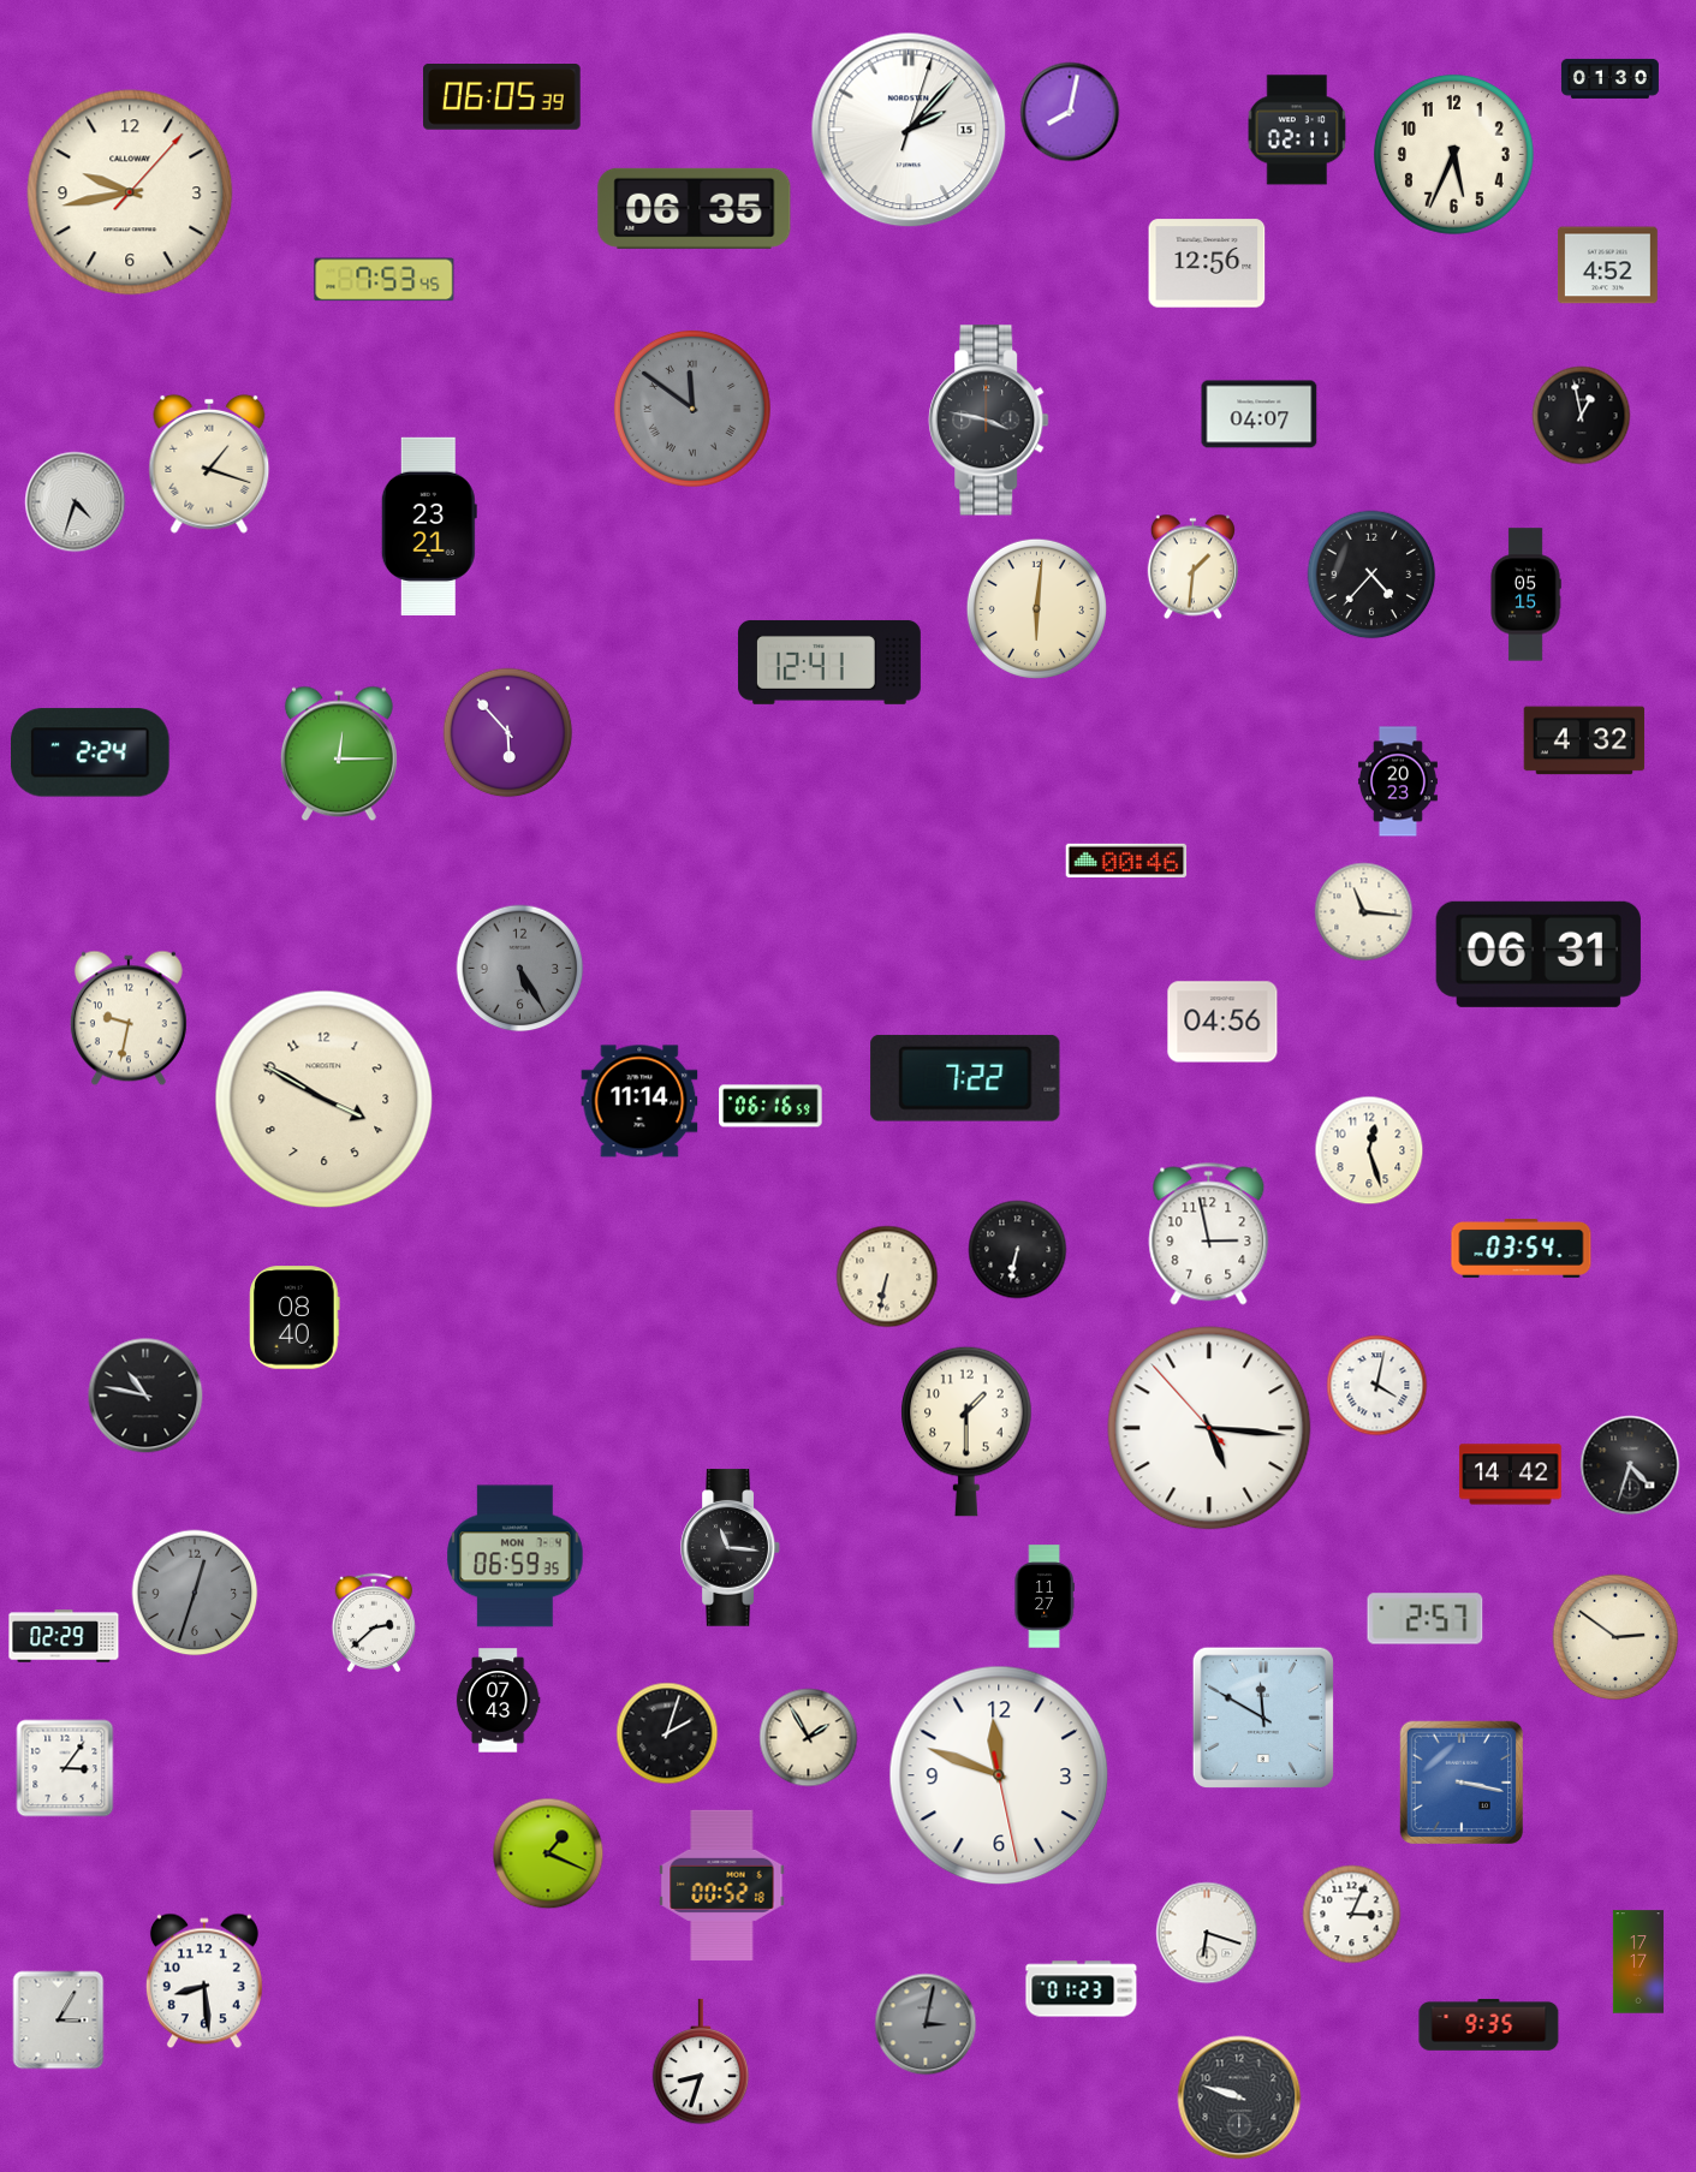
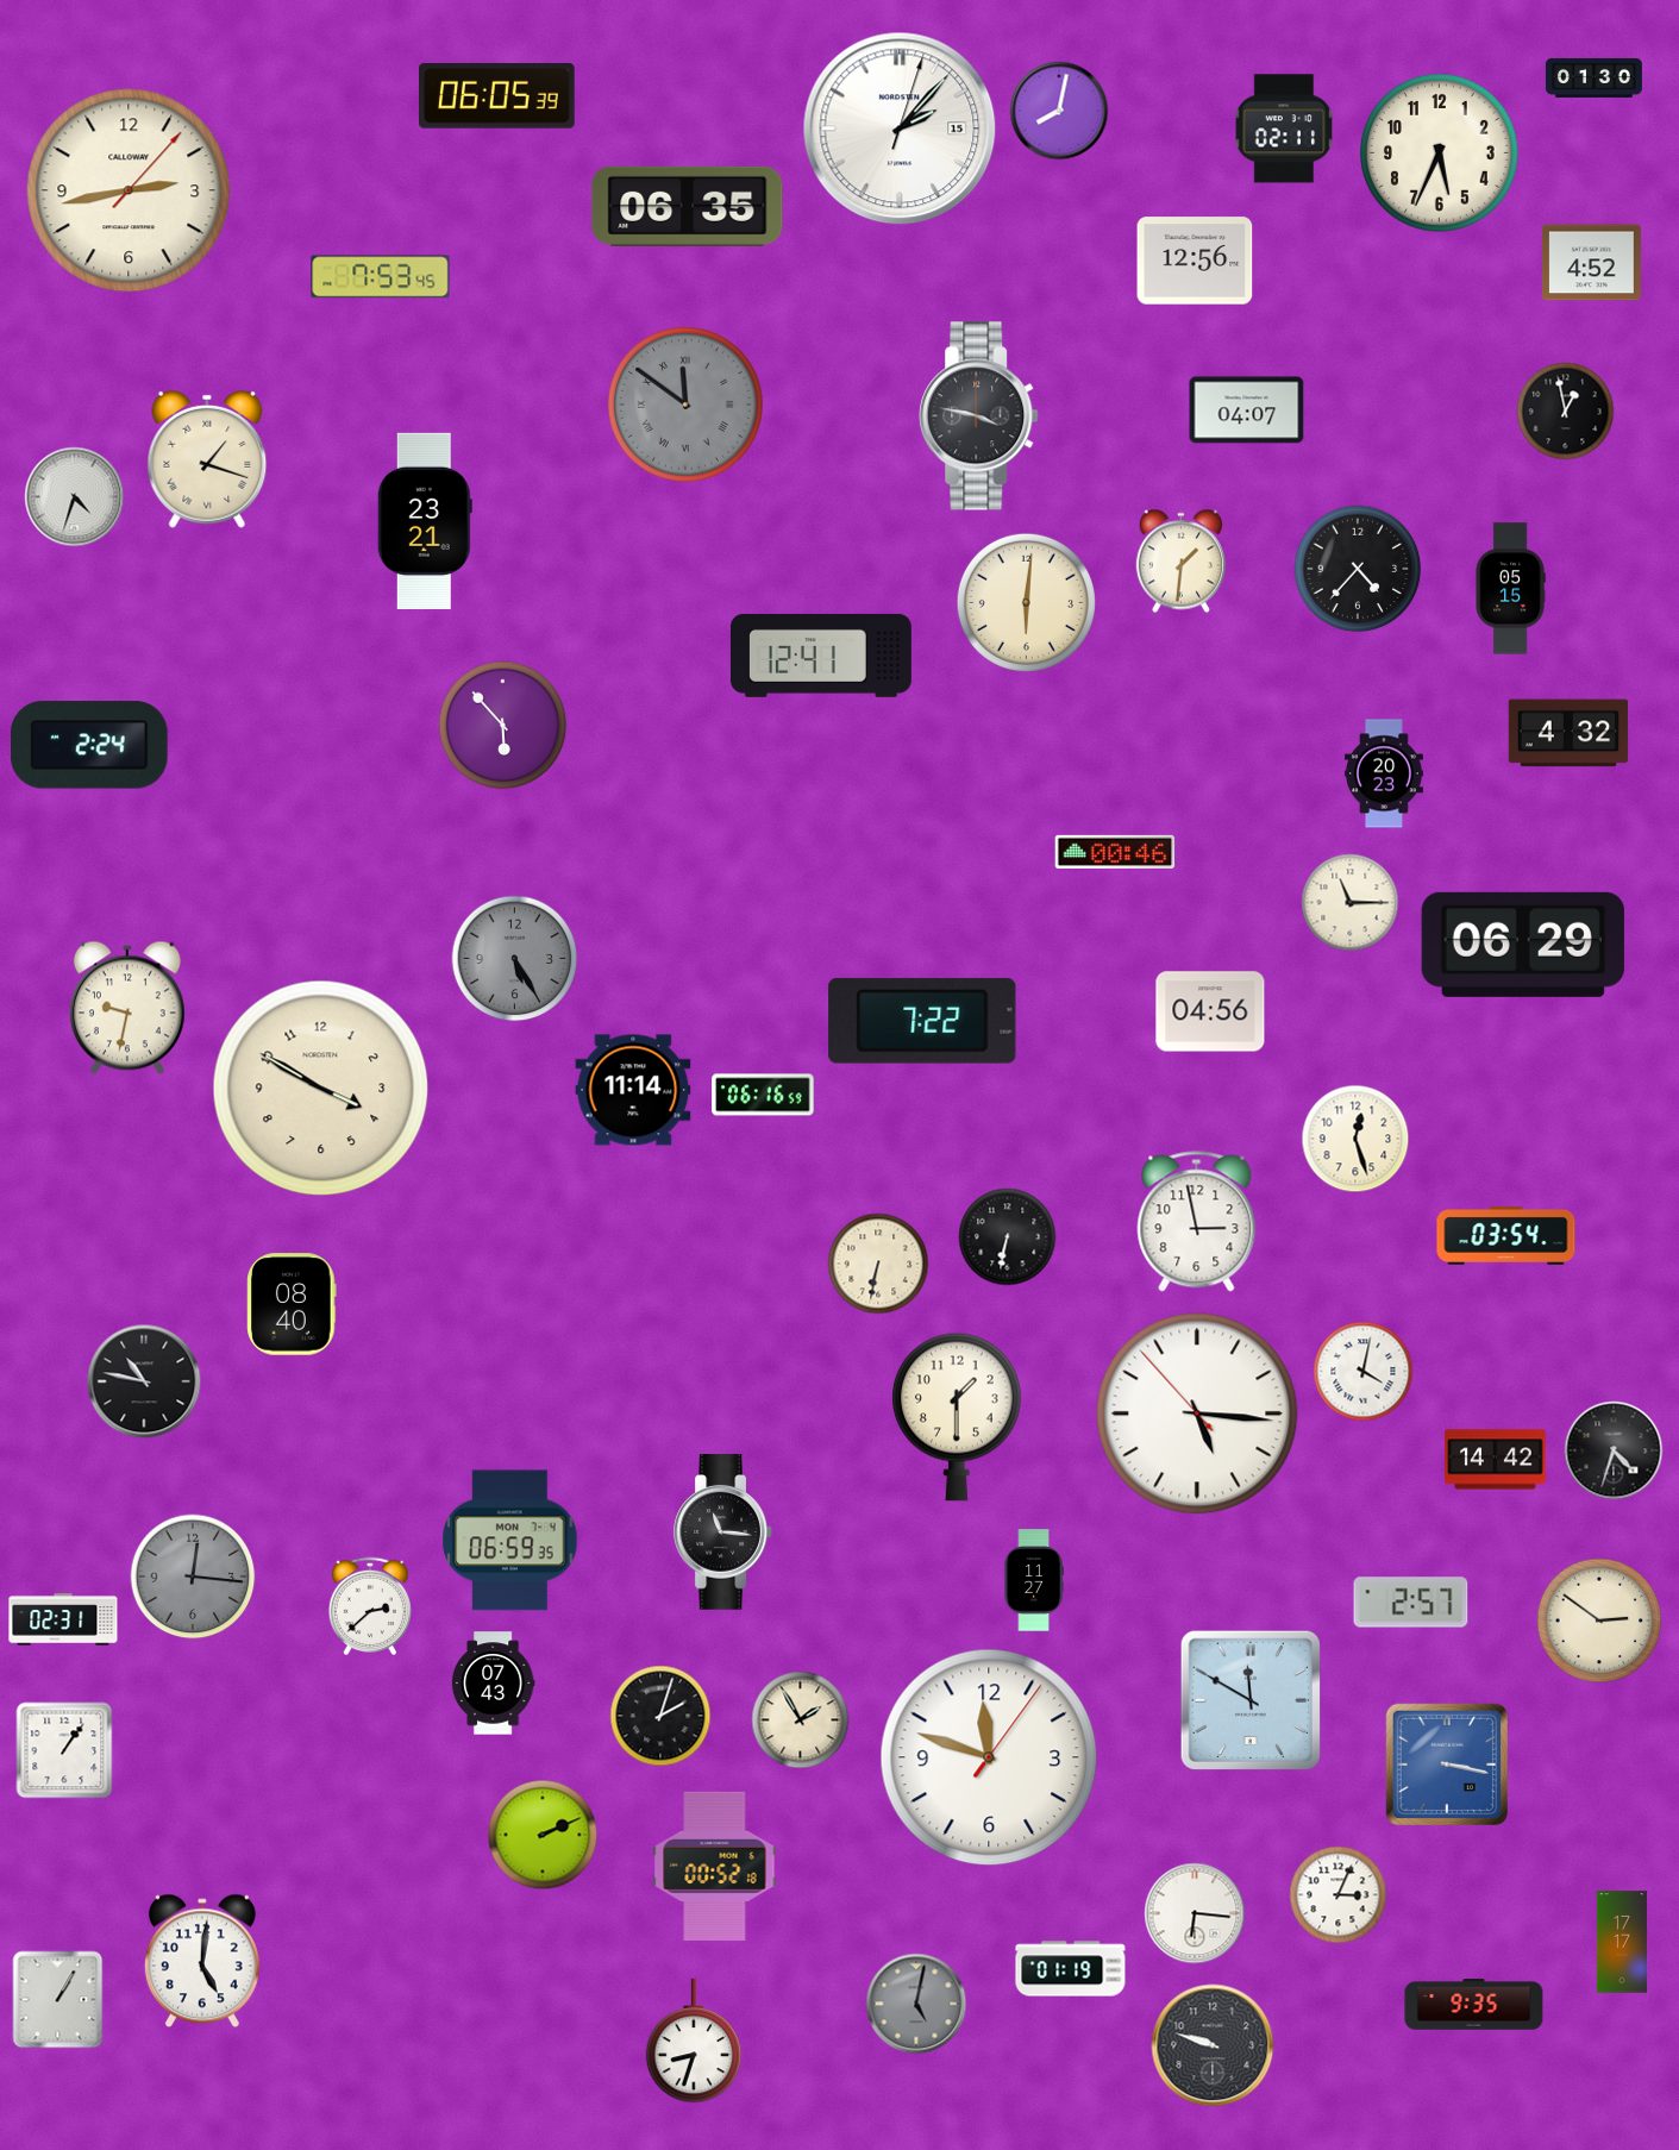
clock at (130, 192): 9:43 -> 2:43
clock at (339, 754): 12:15 -> none
clock at (1364, 912): 11:16 -> 11:15
clock at (1539, 954): 06:31 -> 06:29
clock at (965, 1078) position: (965, 1078) -> (922, 1021)
clock at (195, 1593): 12:33 -> 12:16
clock at (64, 1636): 02:29 -> 02:31
clock at (65, 1768): 3:06 -> 1:06
clock at (999, 1775): 11:48:28 -> 11:48:06
clock at (548, 1853): 1:19 -> 2:11
clock at (1207, 1933): 6:18 -> 6:16
clock at (204, 1981): 8:29 -> 5:01
clock at (1082, 1989): 01:23 -> 01:19
clock at (59, 2021): 3:05 -> 1:05
clock at (926, 2024): 3:02 -> 5:02
clock at (1239, 2097) position: (1239, 2097) -> (1213, 2045)
